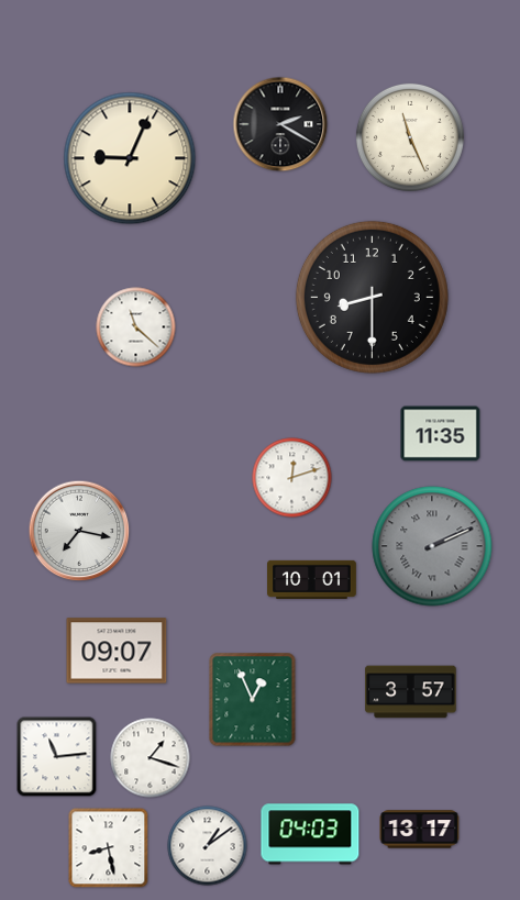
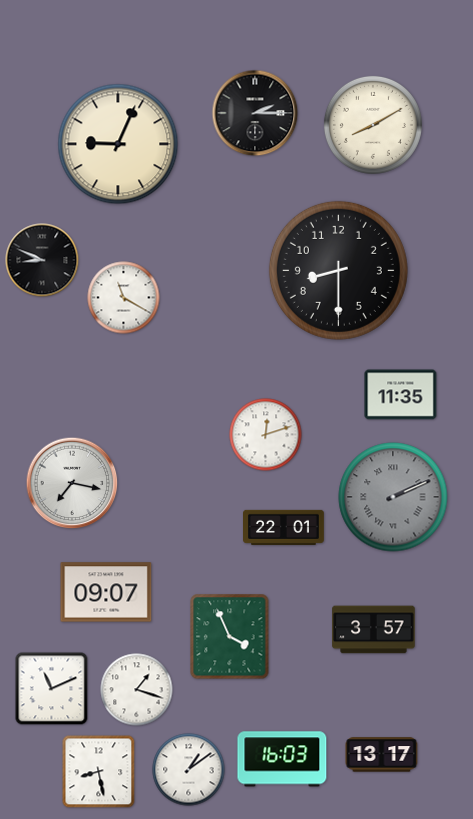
clock at (280, 124): 2:20 -> 2:15
clock at (410, 137): 11:26 -> 8:10
clock at (42, 260): none -> 8:49
clock at (136, 327): 11:22 -> 11:20
clock at (312, 579): 10:01 -> 22:01
clock at (253, 700): 12:56 -> 3:56
clock at (57, 757): 11:14 -> 11:11
clock at (310, 834): 04:03 -> 16:03
